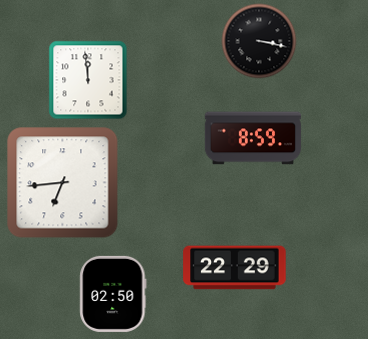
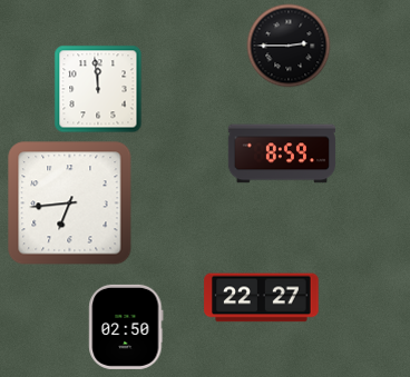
clock at (259, 41): 3:17 -> 2:45
clock at (235, 268): 22:29 -> 22:27
